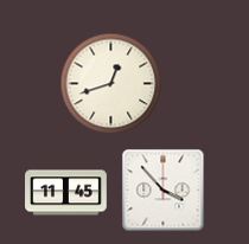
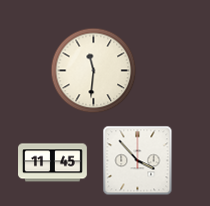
clock at (111, 84): 12:42 -> 11:31
clock at (66, 193) position: (66, 193) -> (53, 163)
